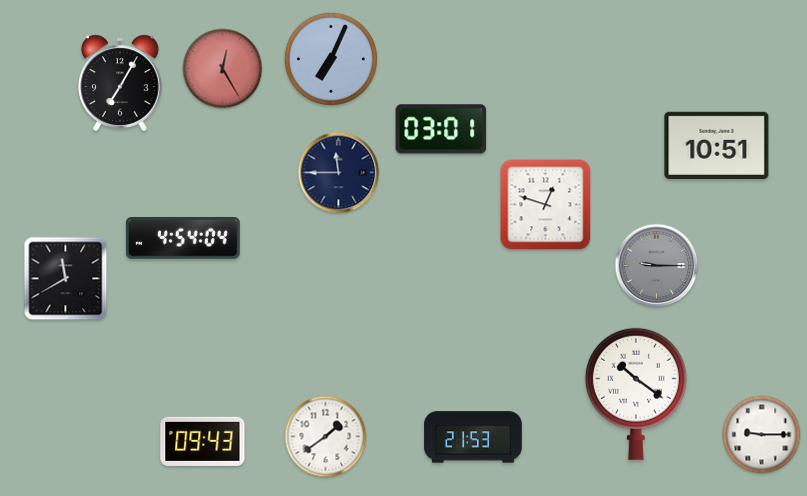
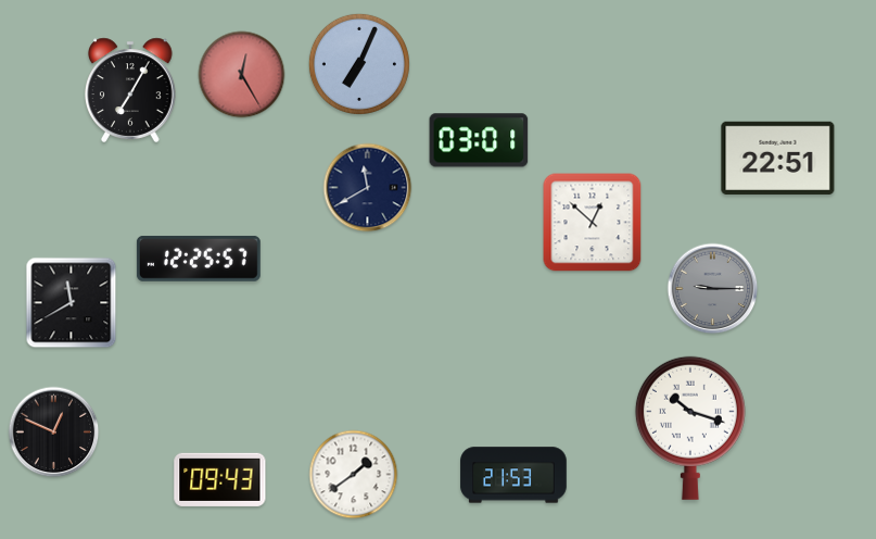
clock at (717, 145): 10:51 -> 22:51
clock at (339, 173): 11:45 -> 11:40
clock at (546, 205): 12:48 -> 12:52
clock at (183, 238): 4:54 -> 12:25
clock at (636, 394): 10:21 -> 10:18
clock at (54, 433): none -> 12:49
clock at (762, 435): 9:15 -> none
